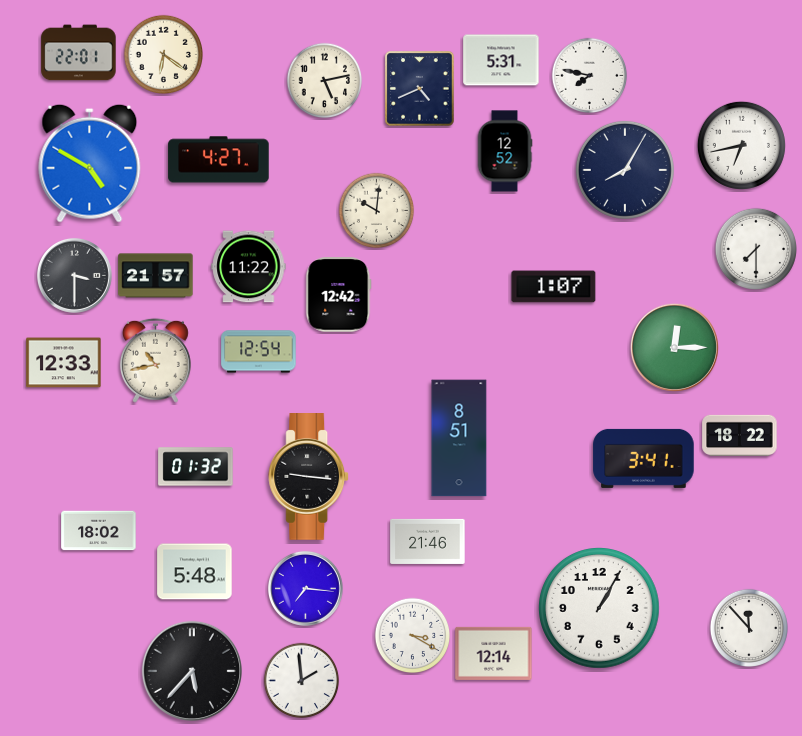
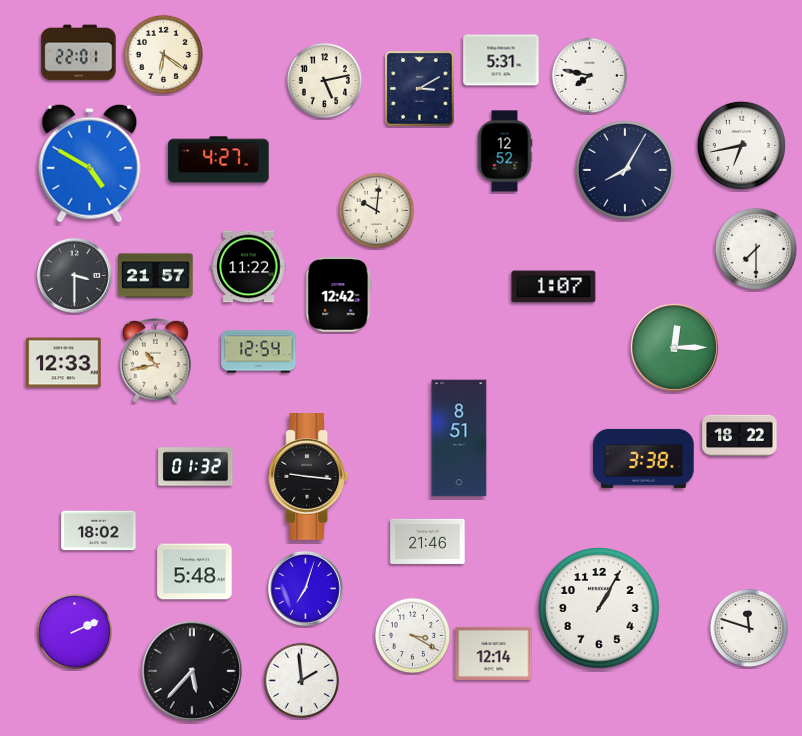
clock at (420, 89): 4:41 -> 3:10
clock at (644, 458): 3:41 -> 3:38
clock at (305, 588): 7:16 -> 7:03
clock at (748, 627): 11:53 -> 11:48
clock at (75, 632): none -> 2:11
